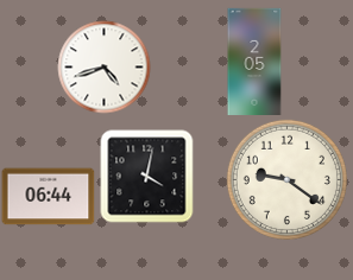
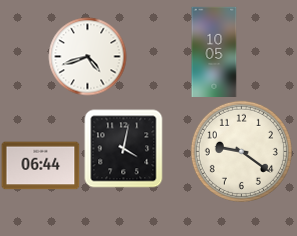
clock at (254, 61): 2:05 -> 10:05
